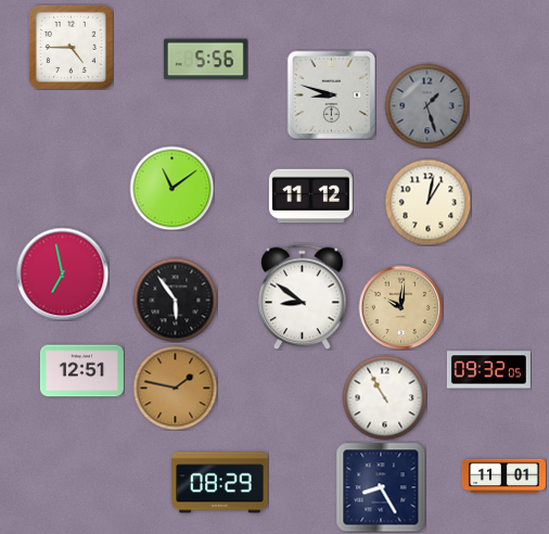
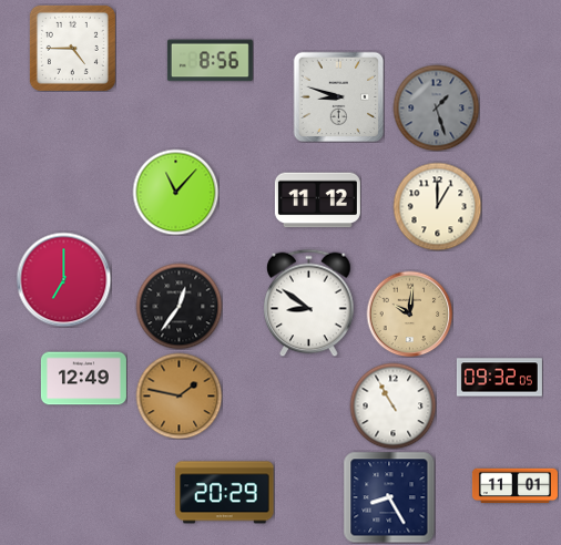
clock at (205, 60): 5:56 -> 8:56
clock at (171, 188): 11:09 -> 11:07
clock at (427, 202): 1:02 -> 1:00
clock at (62, 274): 6:58 -> 7:00
clock at (175, 300): 5:54 -> 12:36
clock at (81, 371): 12:51 -> 12:49
clock at (220, 483): 08:29 -> 20:29
